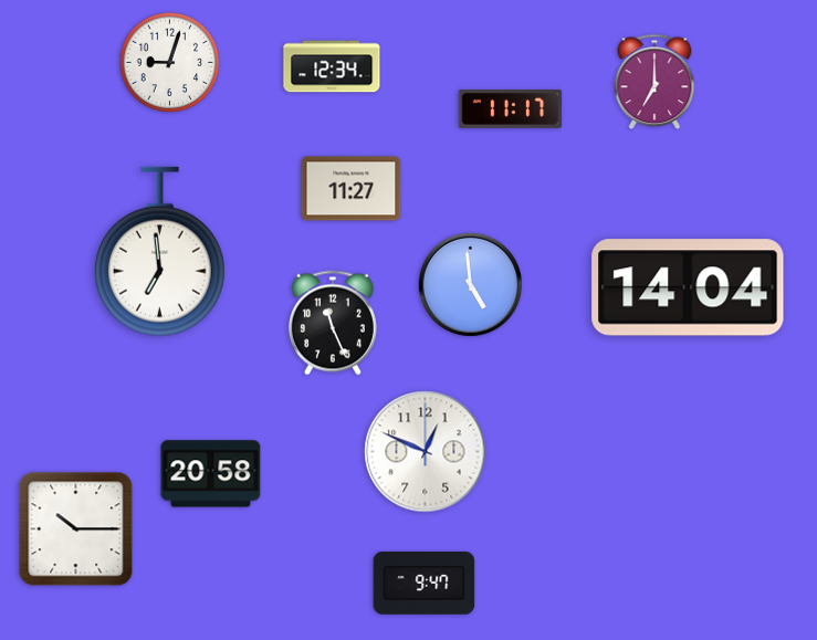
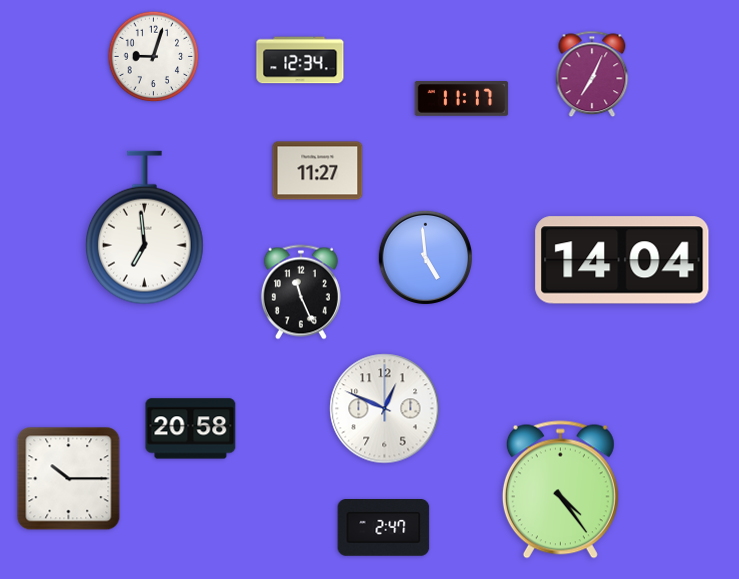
clock at (654, 82): 7:00 -> 7:04
clock at (560, 490): none -> 4:24
clock at (425, 584): 9:47 -> 2:47
